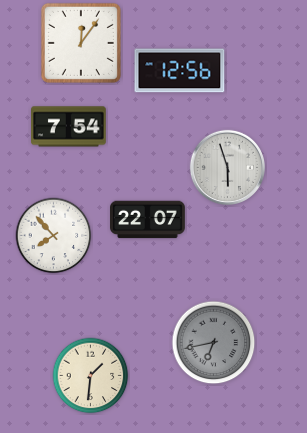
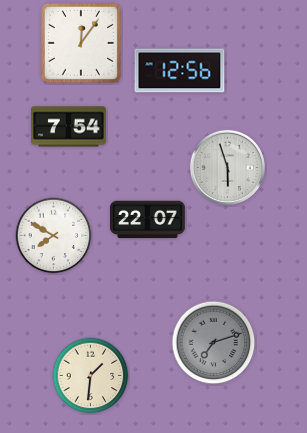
clock at (54, 236): 7:53 -> 7:50
clock at (214, 343): 6:43 -> 7:12
